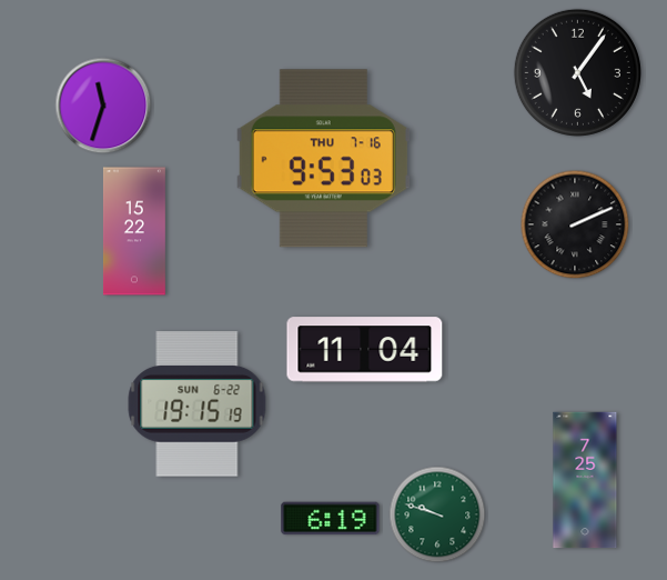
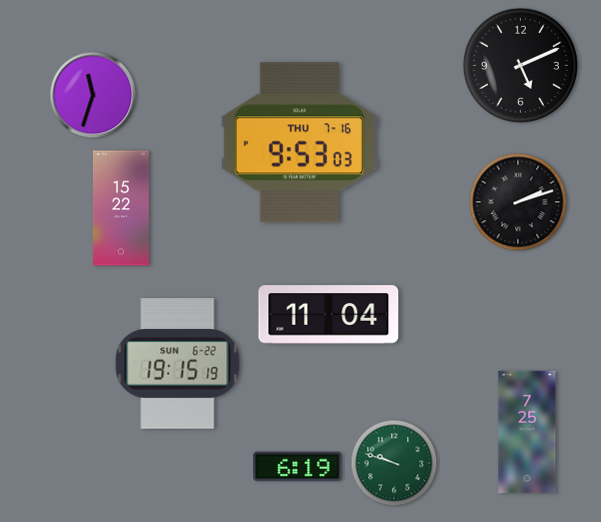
clock at (577, 72): 5:06 -> 5:11
clock at (323, 159) position: (323, 159) -> (299, 143)
clock at (575, 224): 2:11 -> 2:12
